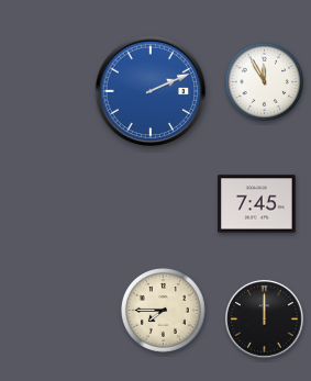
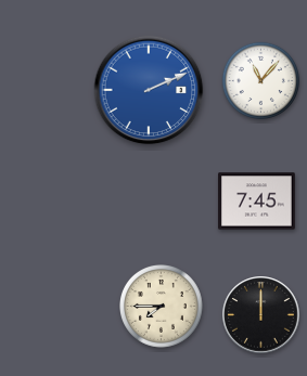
clock at (265, 82): 11:55 -> 11:07
clock at (257, 204) position: (257, 204) -> (257, 202)
